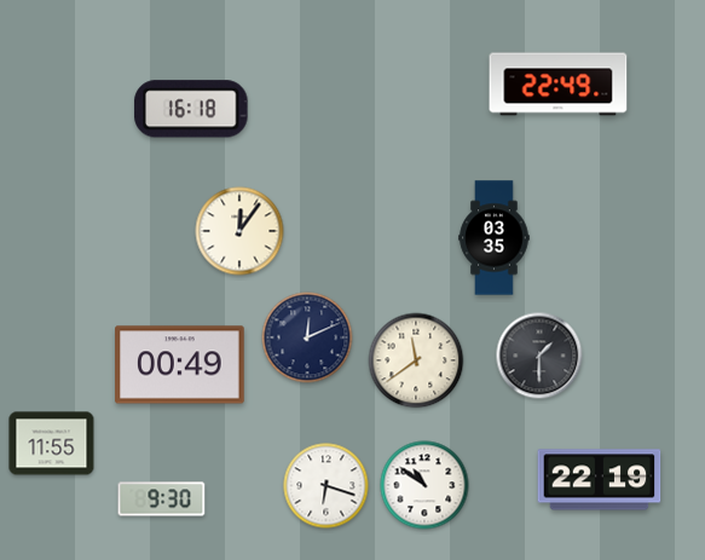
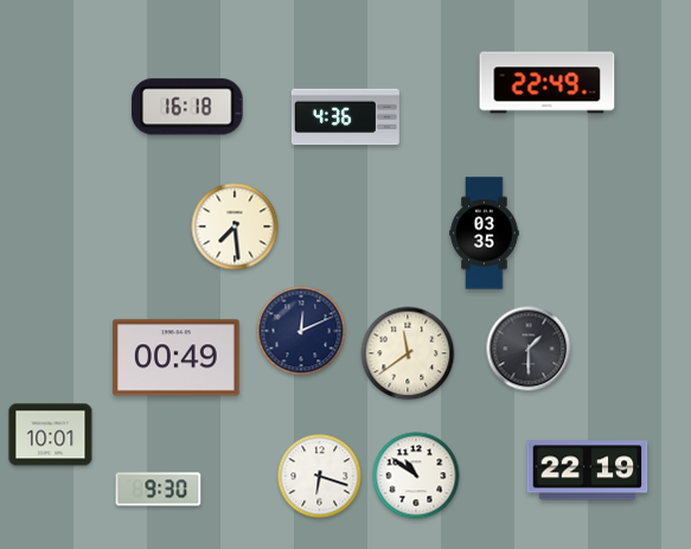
clock at (345, 117): none -> 4:36
clock at (239, 231): 12:06 -> 7:29
clock at (52, 444): 11:55 -> 10:01
